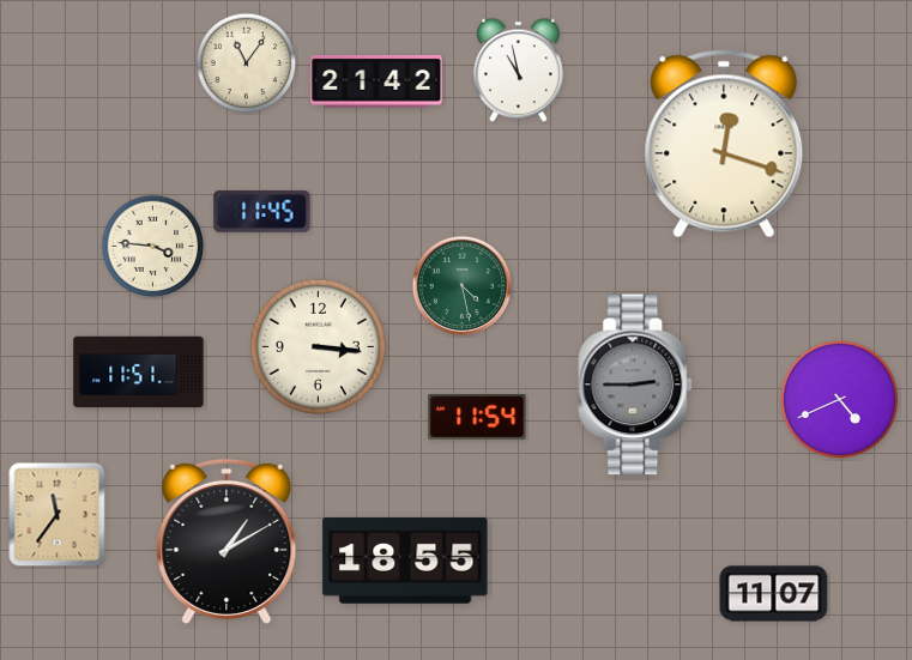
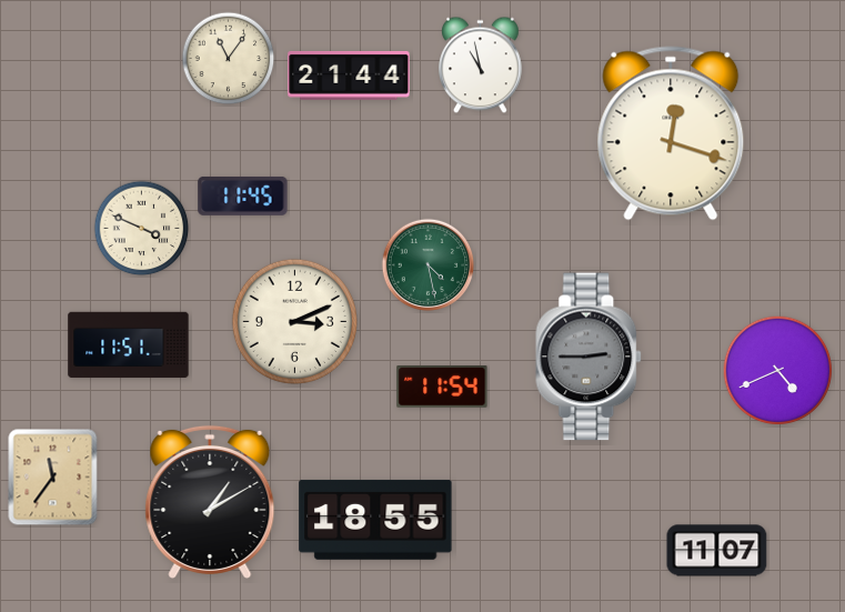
clock at (376, 81): 21:42 -> 21:44
clock at (153, 247): 3:46 -> 3:49
clock at (318, 346): 3:16 -> 3:11
